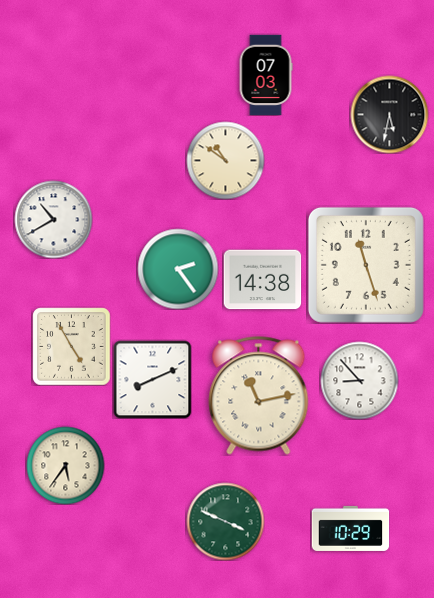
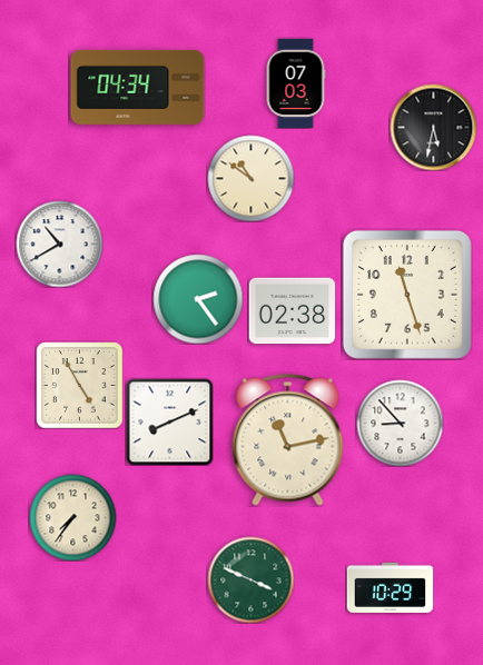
clock at (138, 87): none -> 04:34
clock at (262, 280): 14:38 -> 02:38
clock at (65, 465): 5:36 -> 7:36
